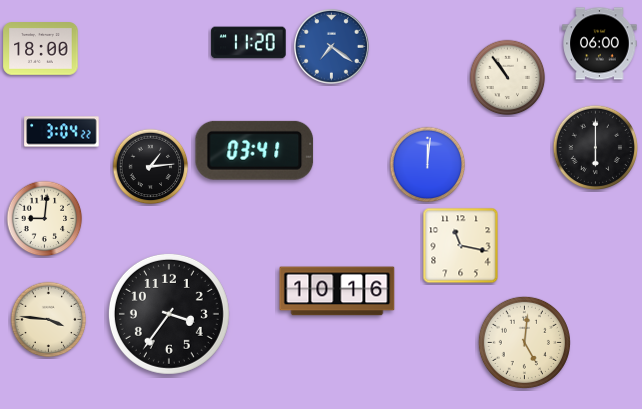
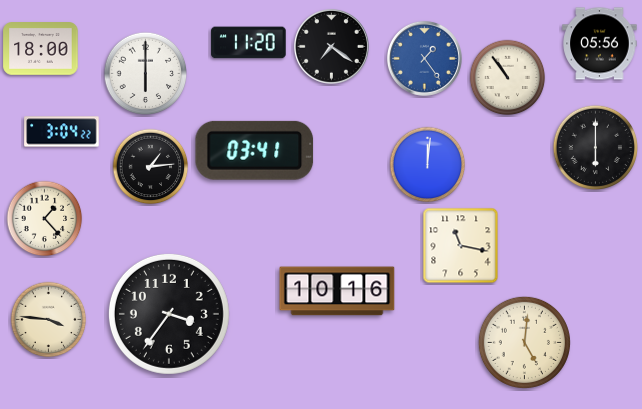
clock at (600, 44): 06:00 -> 05:56
clock at (331, 46) dial: blue -> black
clock at (424, 58): none -> 1:24
clock at (146, 74): none -> 6:00
clock at (45, 219): 9:01 -> 1:23
